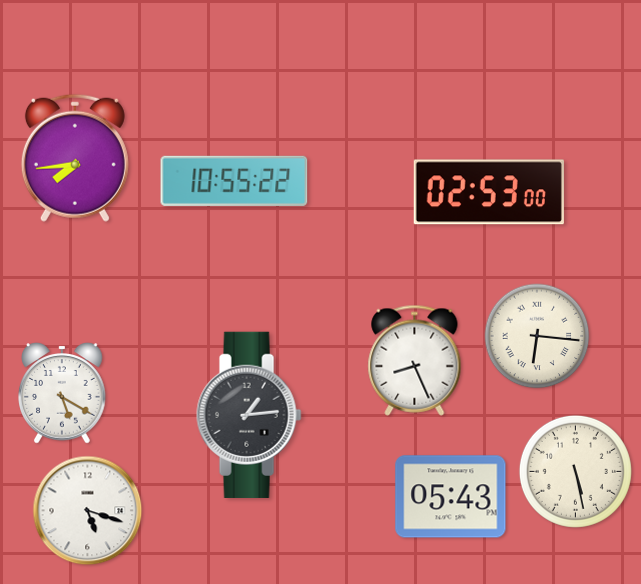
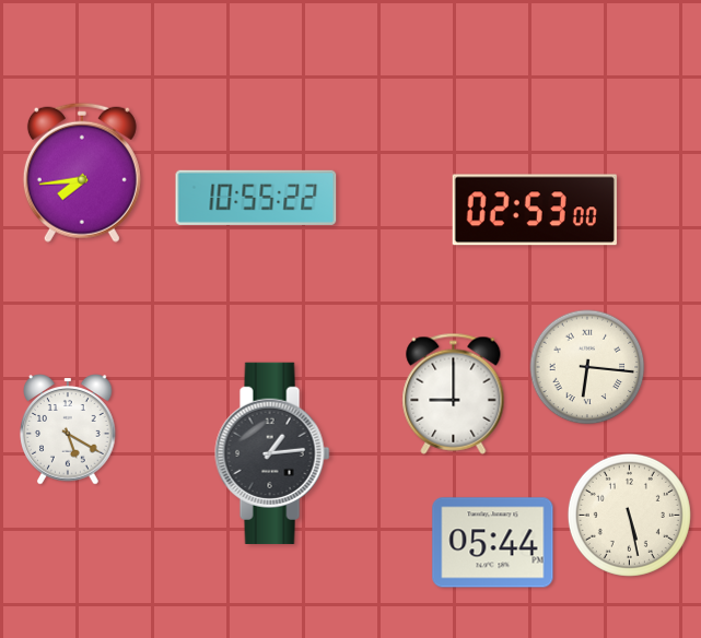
clock at (415, 360): 8:26 -> 9:00
clock at (451, 497): 05:43 -> 05:44
clock at (88, 511): 5:18 -> none
